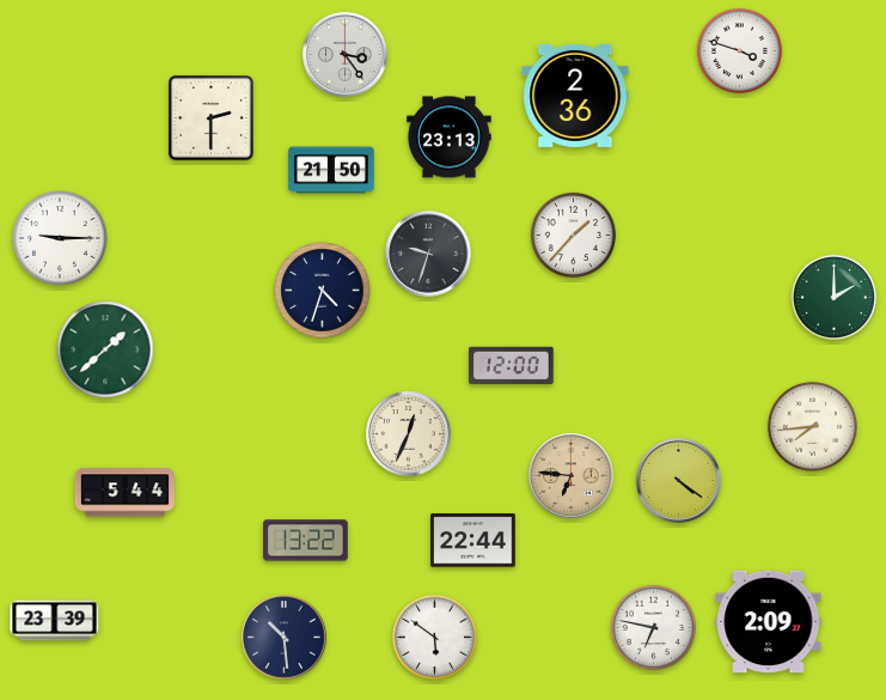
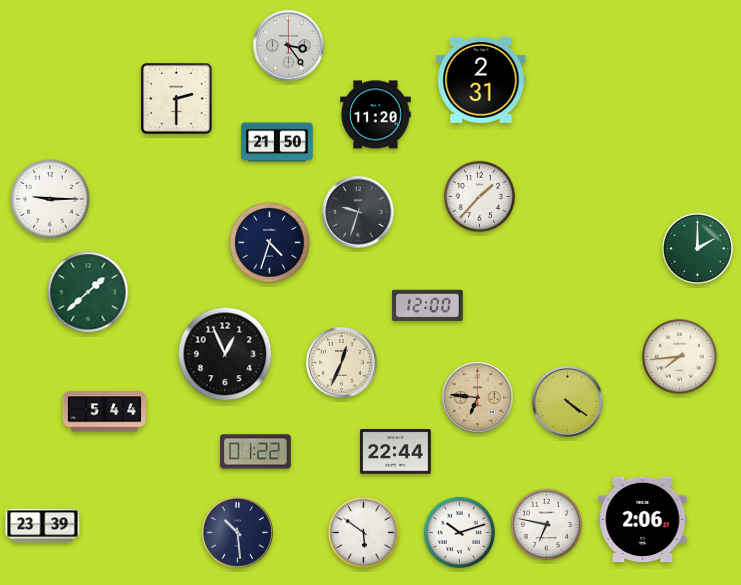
clock at (739, 50): 3:48 -> none
clock at (575, 96): 2:36 -> 2:31
clock at (450, 138): 23:13 -> 11:20
clock at (225, 354): none -> 12:56
clock at (306, 541): 13:22 -> 01:22
clock at (55, 621) position: (55, 621) -> (43, 526)
clock at (769, 622): 2:09 -> 2:06
clock at (459, 532): none -> 10:12
